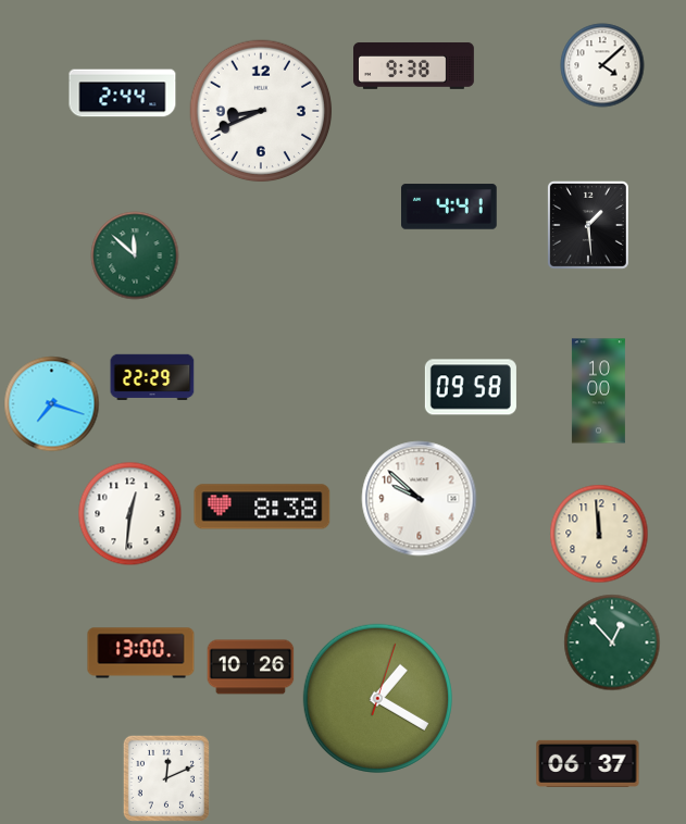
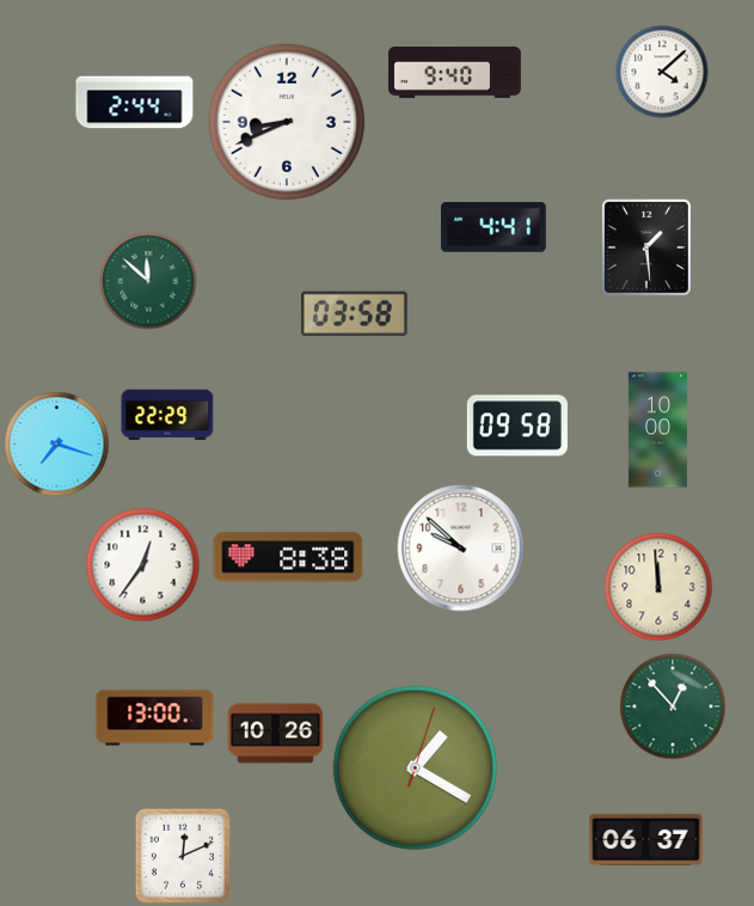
clock at (414, 66): 9:38 -> 9:40
clock at (355, 313): none -> 03:58
clock at (130, 514): 12:31 -> 12:36
